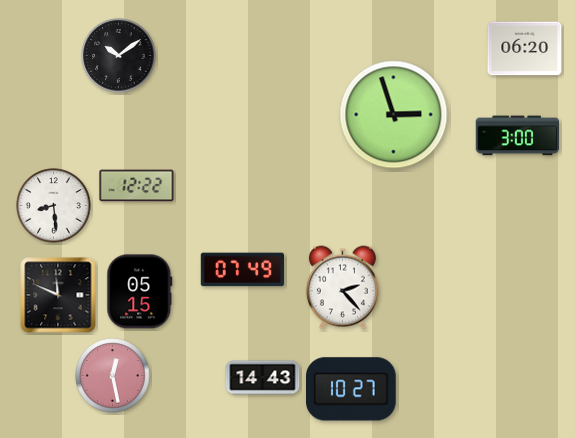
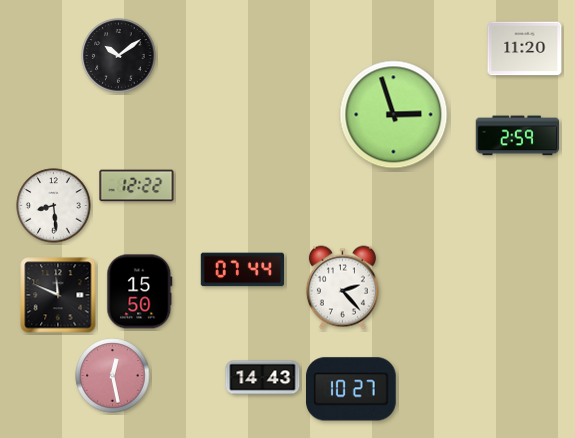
clock at (525, 49): 06:20 -> 11:20
clock at (517, 136): 3:00 -> 2:59
clock at (243, 270): 07:49 -> 07:44
clock at (140, 292): 05:15 -> 15:50
